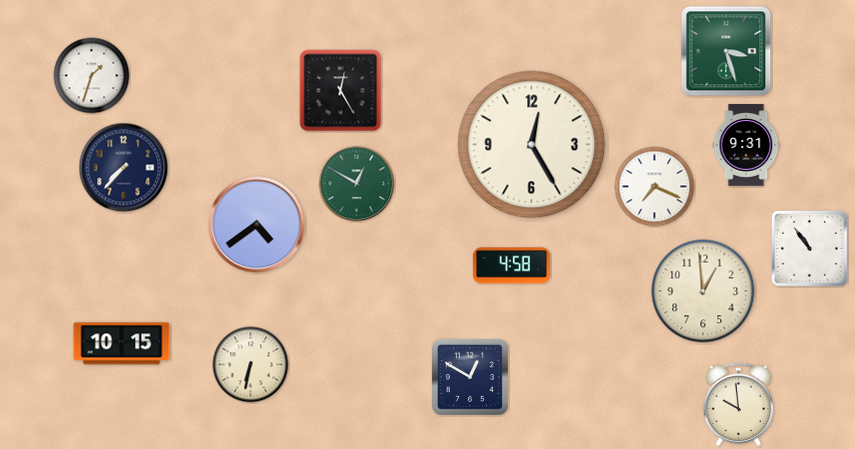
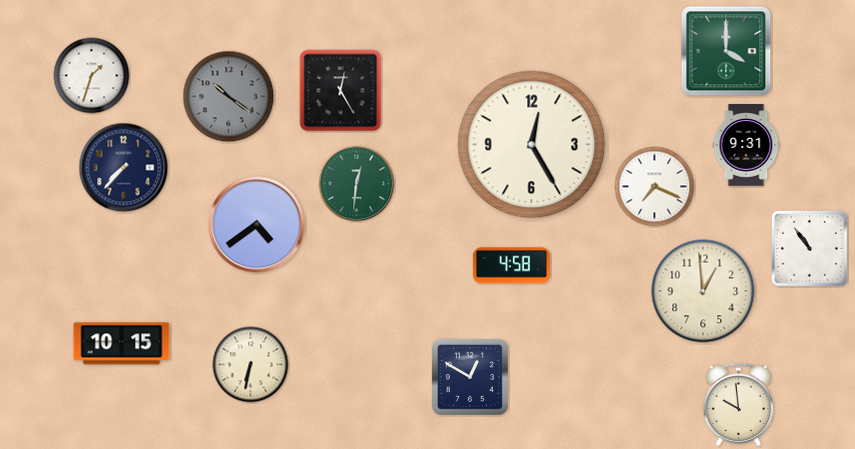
clock at (726, 51): 3:27 -> 4:00
clock at (229, 97): none -> 10:21
clock at (357, 184): 12:50 -> 12:31
